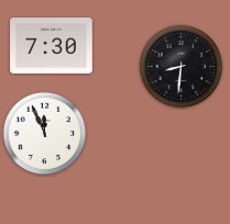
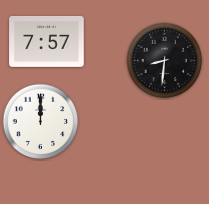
clock at (52, 46): 7:30 -> 7:57
clock at (45, 134): 11:56 -> 12:00
